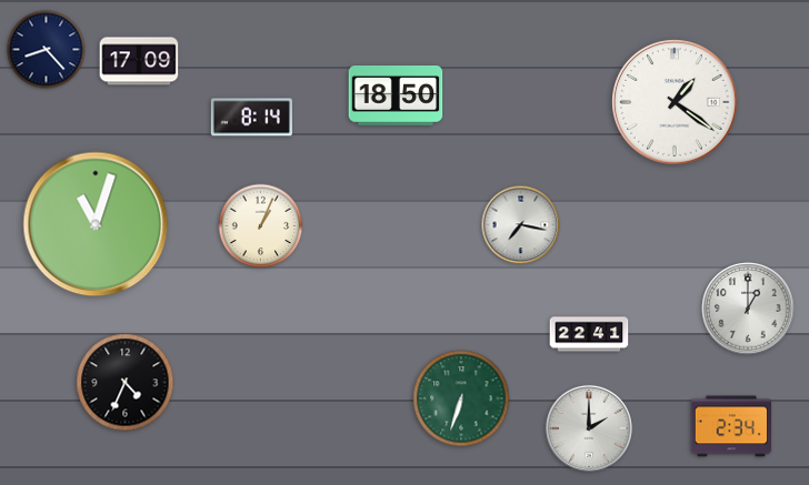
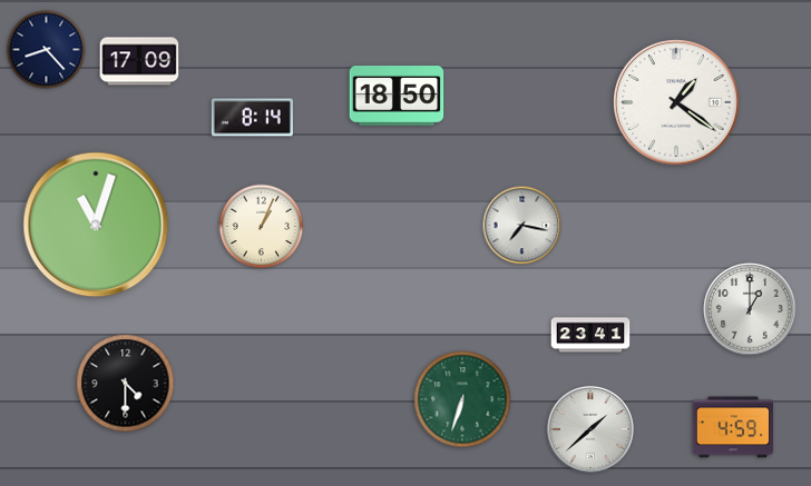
clock at (589, 334): 22:41 -> 23:41
clock at (126, 383): 4:34 -> 4:30
clock at (731, 426): 2:34 -> 4:59
clock at (589, 428): 2:00 -> 1:38
